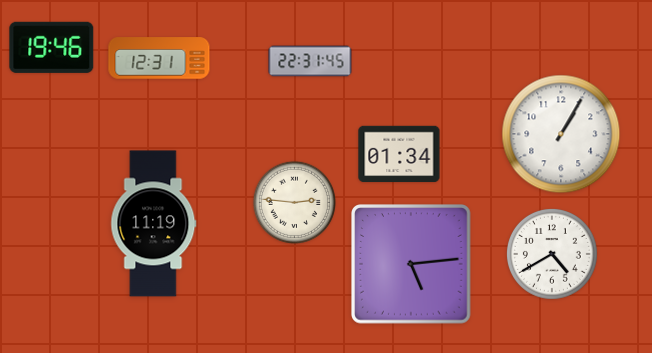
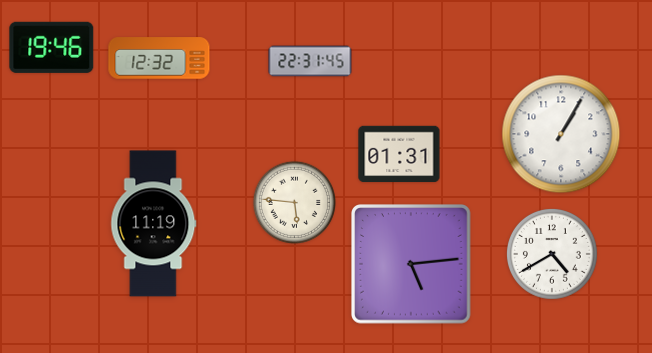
clock at (159, 58): 12:31 -> 12:32
clock at (399, 154): 01:34 -> 01:31
clock at (294, 202): 2:46 -> 5:46
